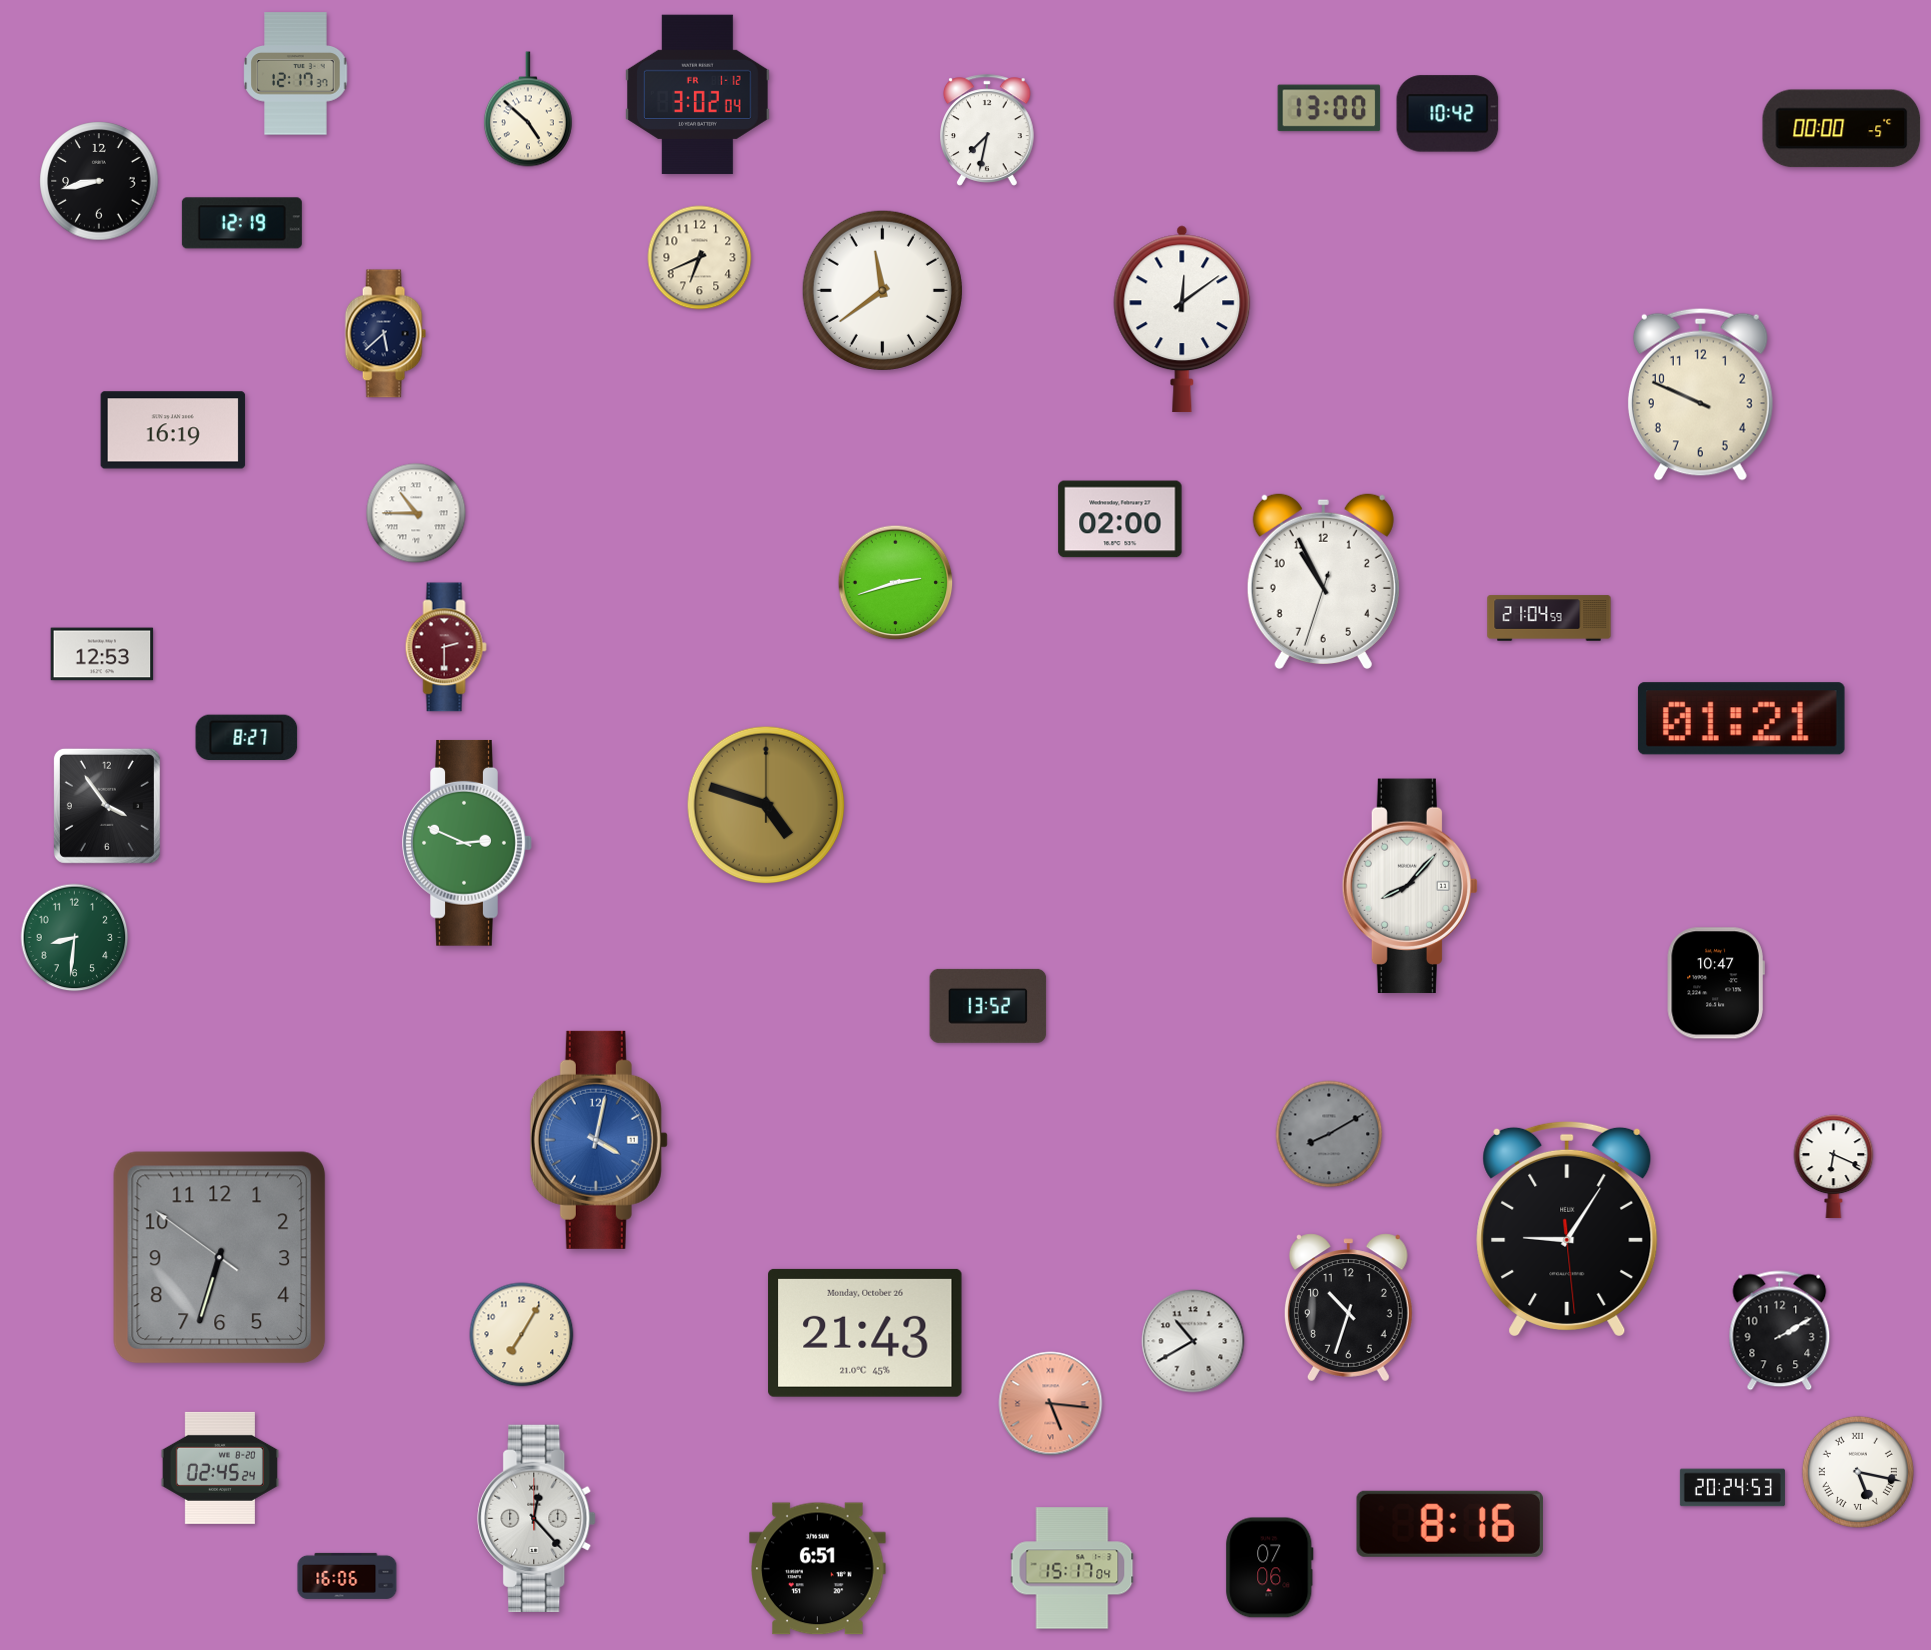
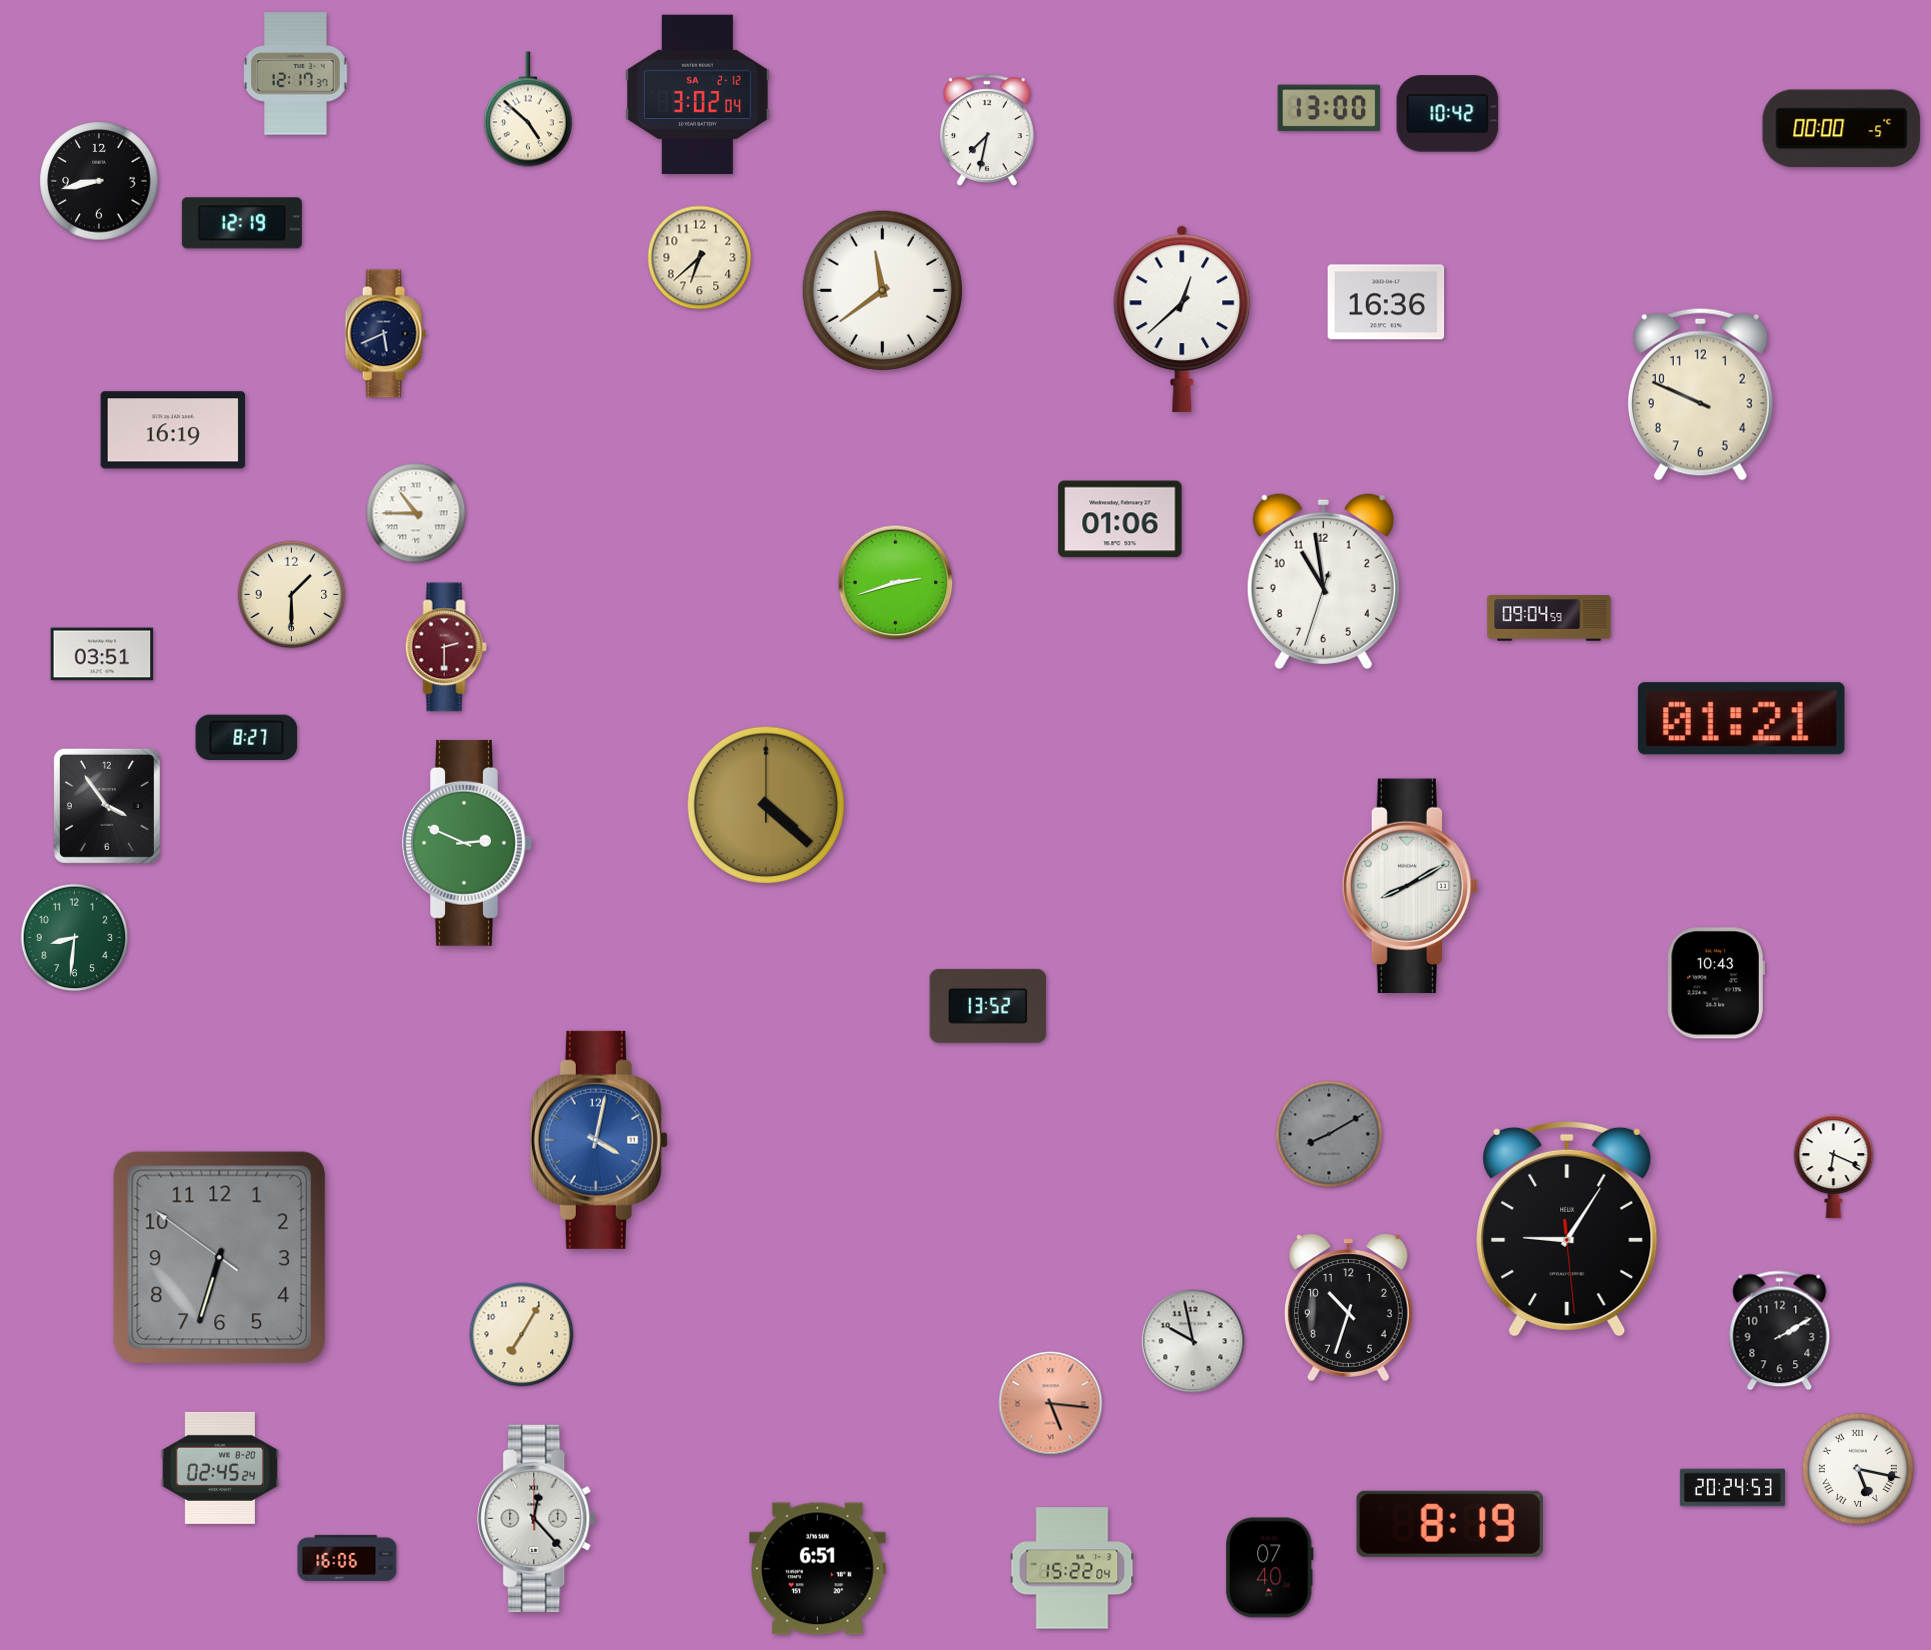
clock at (698, 95) date: FR 1-12 -> SA 2-12
clock at (700, 258): 6:41 -> 6:38
clock at (1386, 302): none -> 16:36
clock at (1182, 319): 12:09 -> 12:38
clock at (385, 334): 5:38 -> 5:41
clock at (1120, 519): 02:00 -> 01:06
clock at (1323, 581): 10:55 -> 10:58
clock at (292, 595): none -> 1:30
clock at (1549, 618): 21:04 -> 09:04
clock at (102, 654): 12:53 -> 03:51
clock at (766, 805): 4:48 -> 4:22
clock at (1410, 886): 8:07 -> 8:10
clock at (1716, 983): 10:47 -> 10:43
clock at (865, 1333): 21:43 -> none
clock at (1193, 1341): 10:40 -> 9:58
clock at (1858, 1472) position: (1858, 1472) -> (1858, 1469)
clock at (1450, 1524): 8:16 -> 8:19
clock at (1072, 1568): 15:17 -> 15:22
clock at (1270, 1568): 07:06 -> 07:40
clock at (347, 1576) position: (347, 1576) -> (347, 1558)
